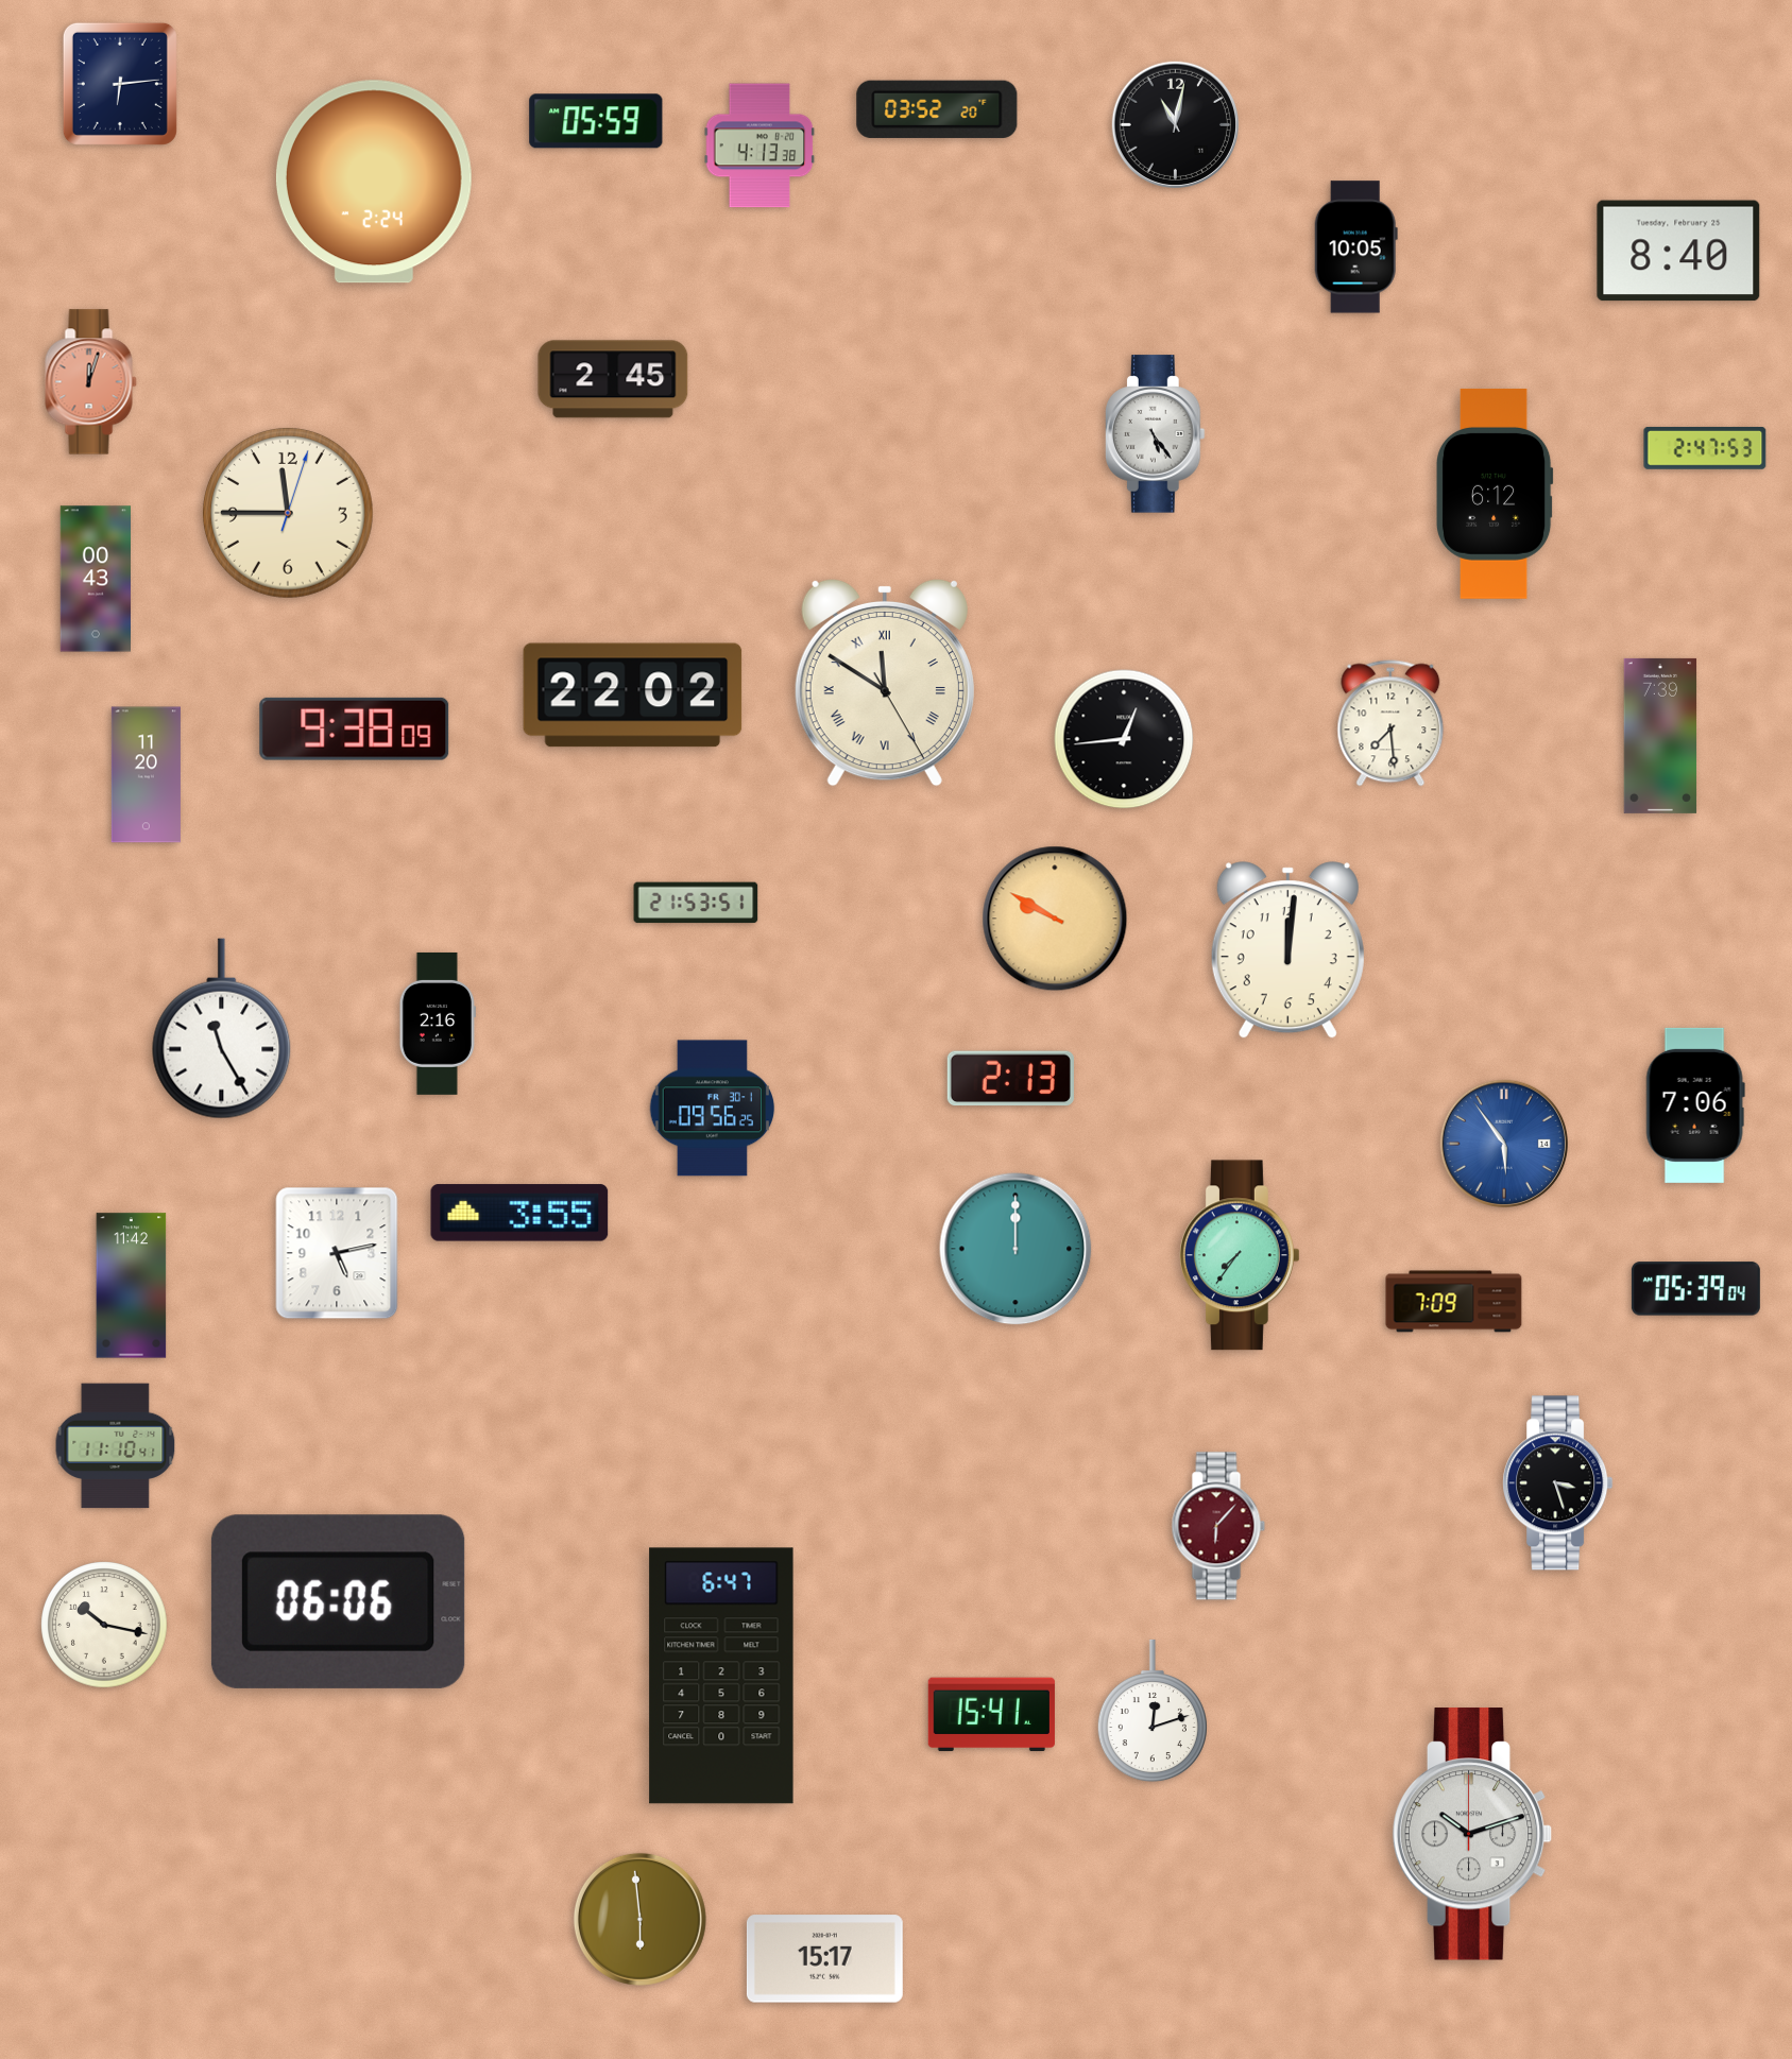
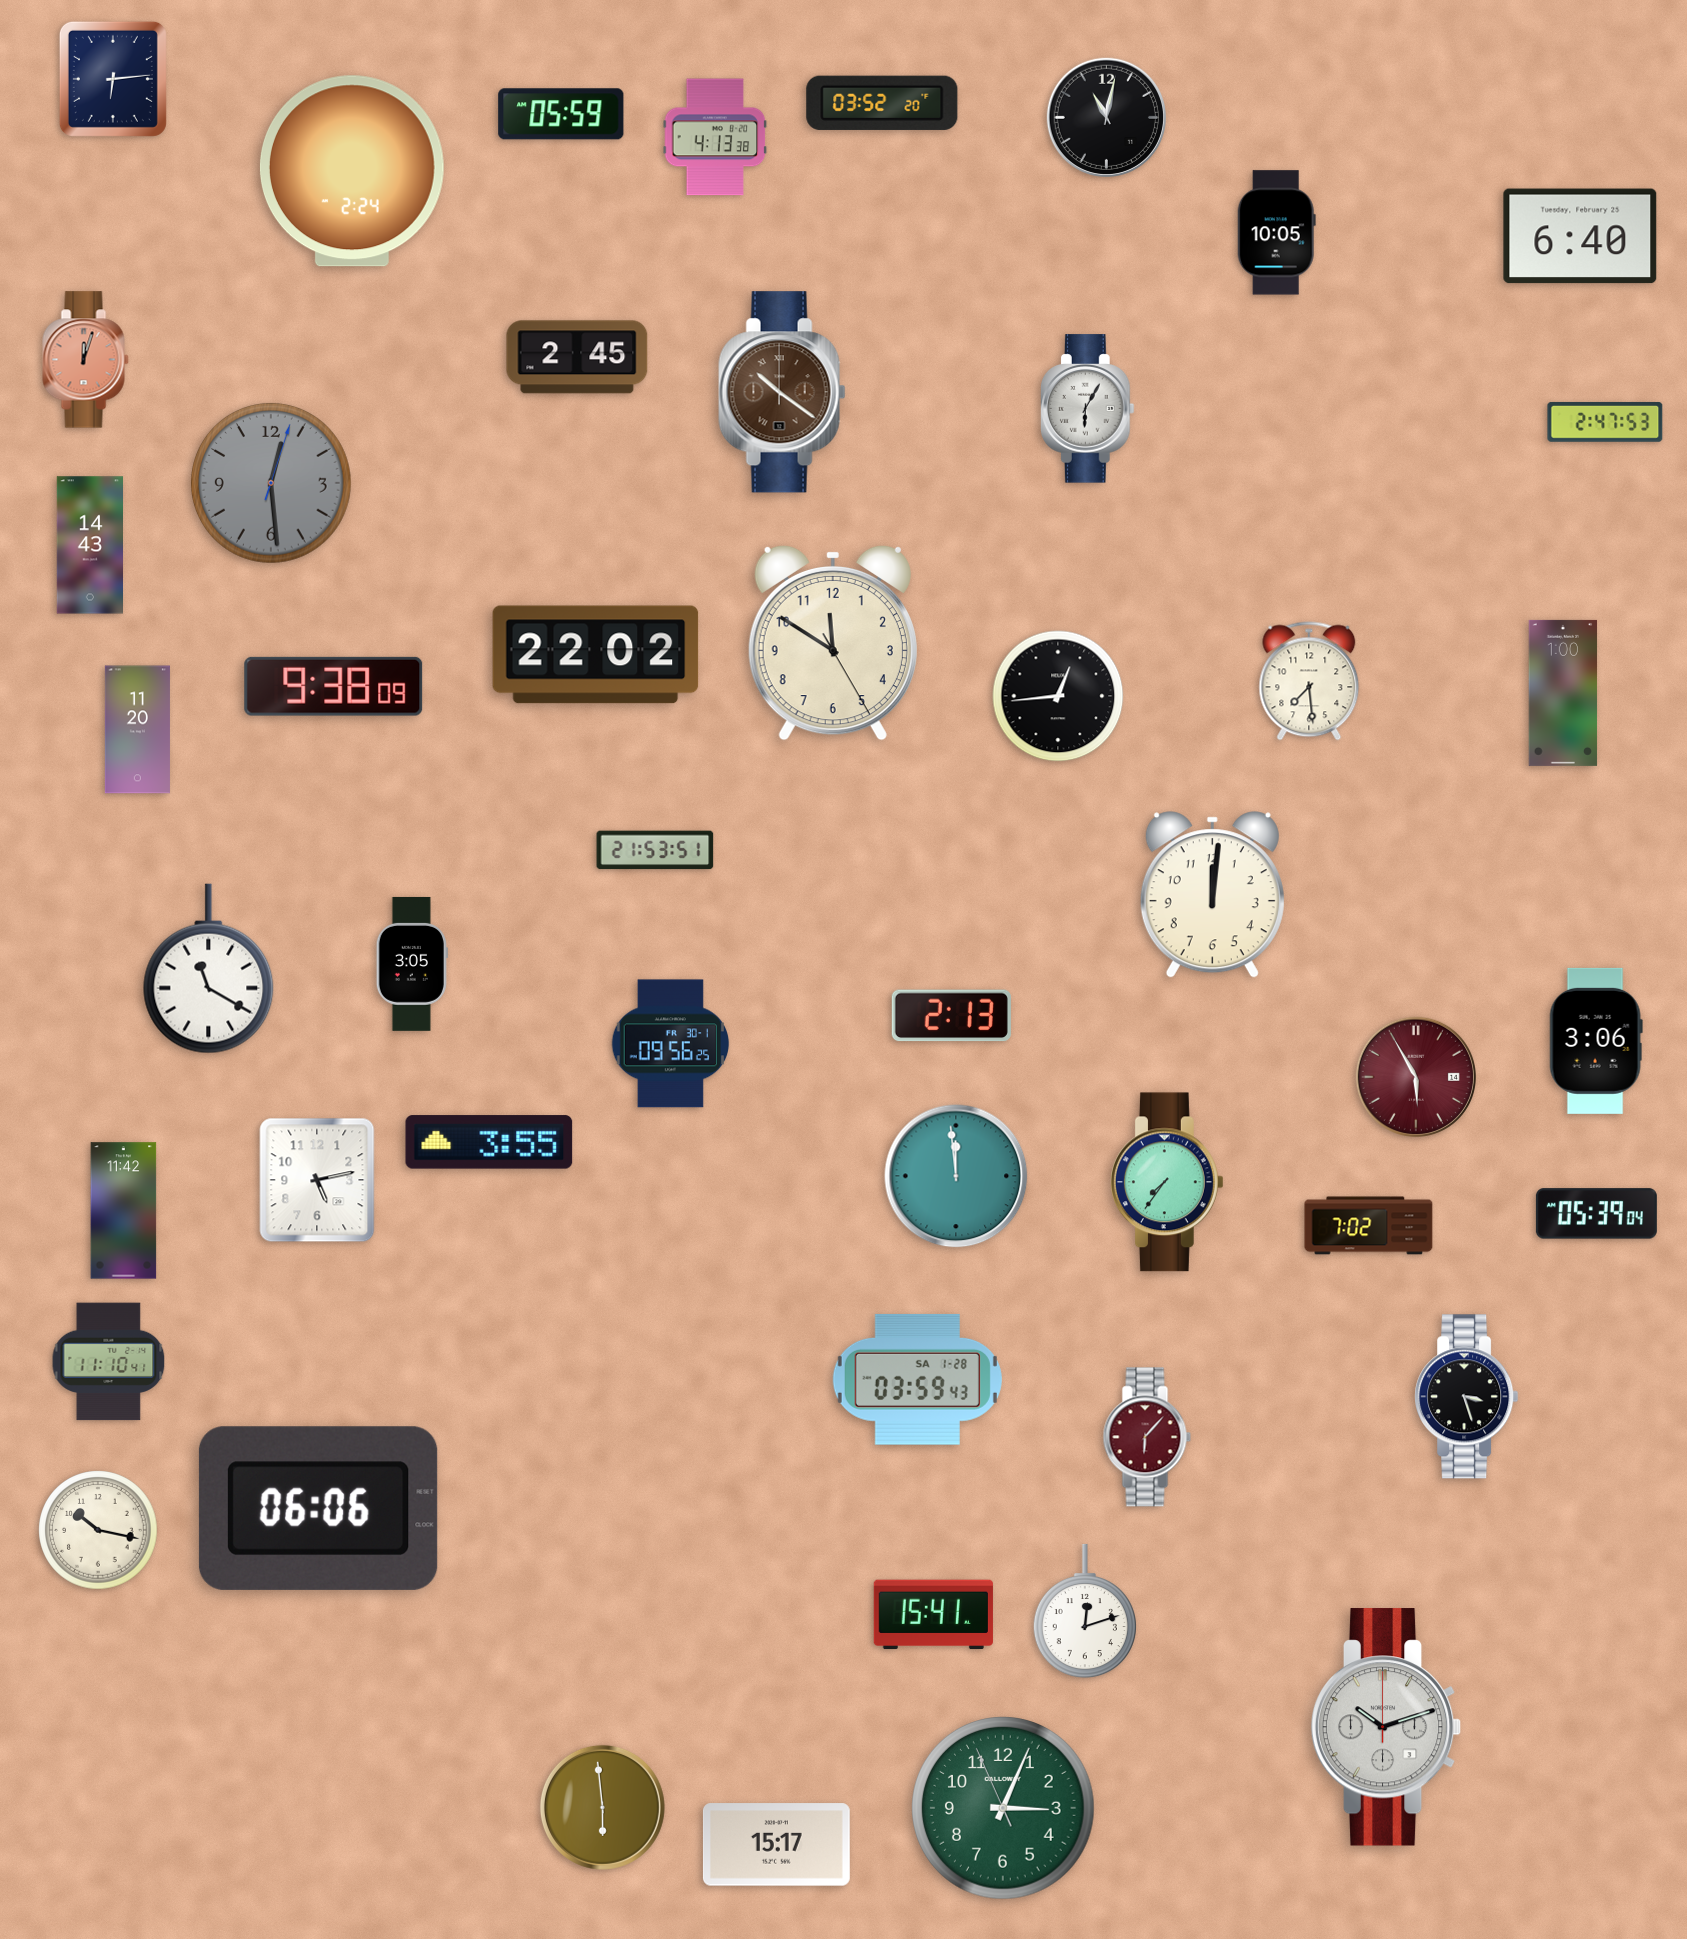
clock at (1678, 251): 8:40 -> 6:40
clock at (782, 392): none -> 10:21
clock at (1155, 434): 5:24 -> 6:05
clock at (1495, 494): 6:12 -> none
clock at (288, 513): 11:45 -> 12:29
clock at (288, 513) dial: cream -> grey
clock at (95, 579): 00:43 -> 14:43
clock at (885, 683) numerals: Roman -> Arabic
clock at (1660, 736): 7:39 -> 1:00
clock at (1055, 919): 9:50 -> none
clock at (438, 1024): 2:16 -> 3:05
clock at (222, 1029): 11:25 -> 11:20
clock at (1695, 1105): 7:06 -> 3:06
clock at (1504, 1144): 5:54 -> 5:55
clock at (1504, 1144) dial: blue -> burgundy
clock at (1016, 1249): 12:00 -> 11:59
clock at (1454, 1302): 7:09 -> 7:02
clock at (917, 1379): none -> 03:59
clock at (721, 1676): 6:47 -> none
clock at (1003, 1808): none -> 3:03
